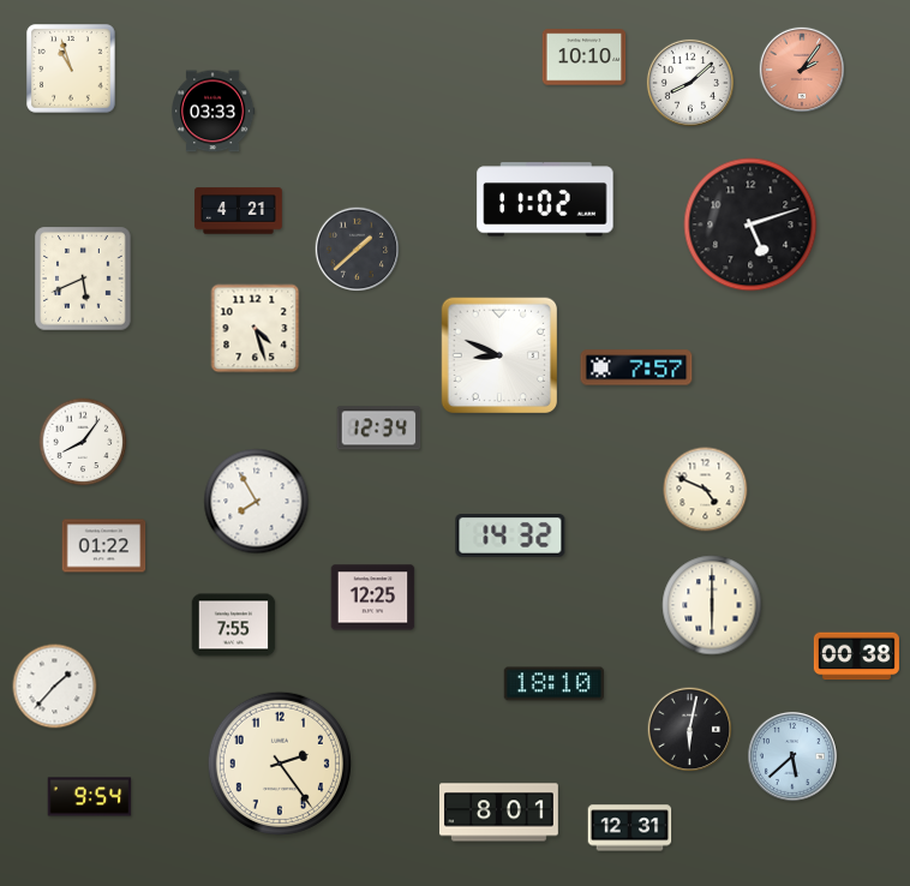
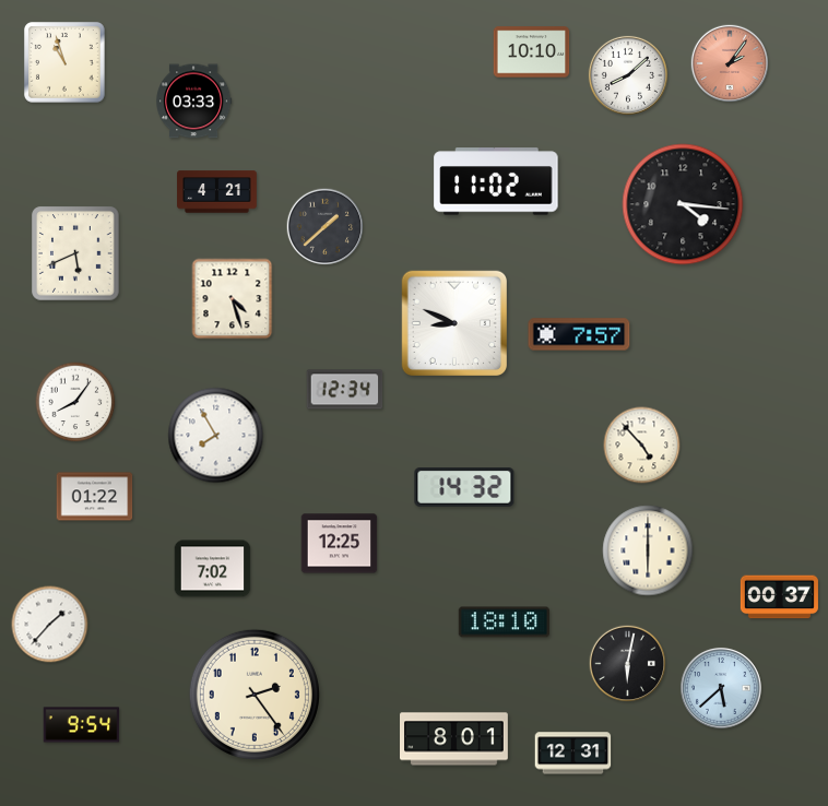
clock at (750, 225): 5:12 -> 4:16
clock at (706, 490): 4:49 -> 4:53
clock at (257, 502) position: (257, 502) -> (216, 436)
clock at (234, 625): 7:55 -> 7:02
clock at (856, 657): 00:38 -> 00:37
